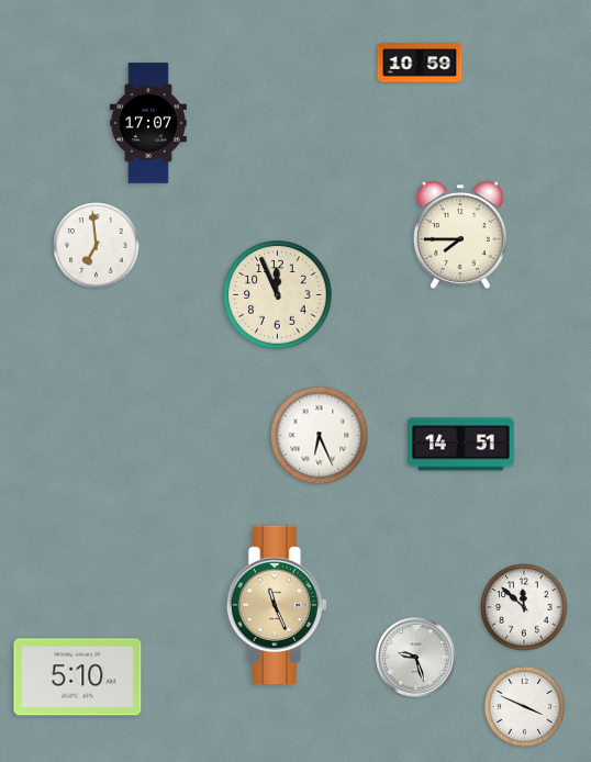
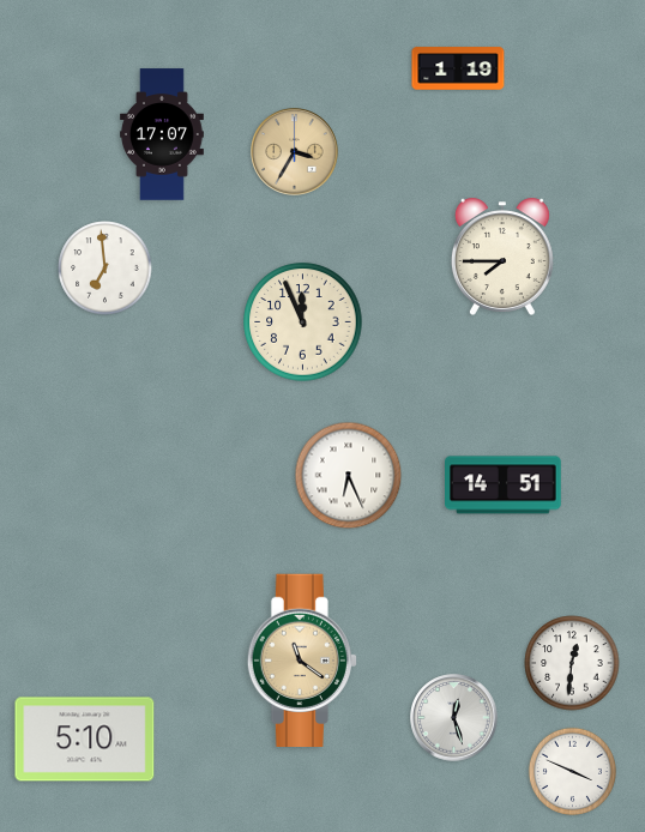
clock at (420, 63): 10:59 -> 1:19
clock at (295, 152): none -> 3:35
clock at (277, 604): 11:26 -> 11:21
clock at (524, 607): 11:52 -> 12:31
clock at (416, 658): 9:27 -> 12:27
